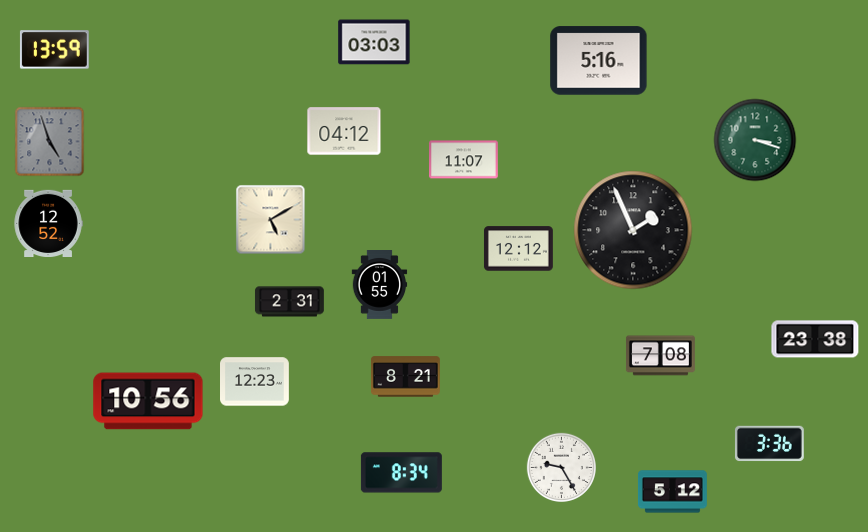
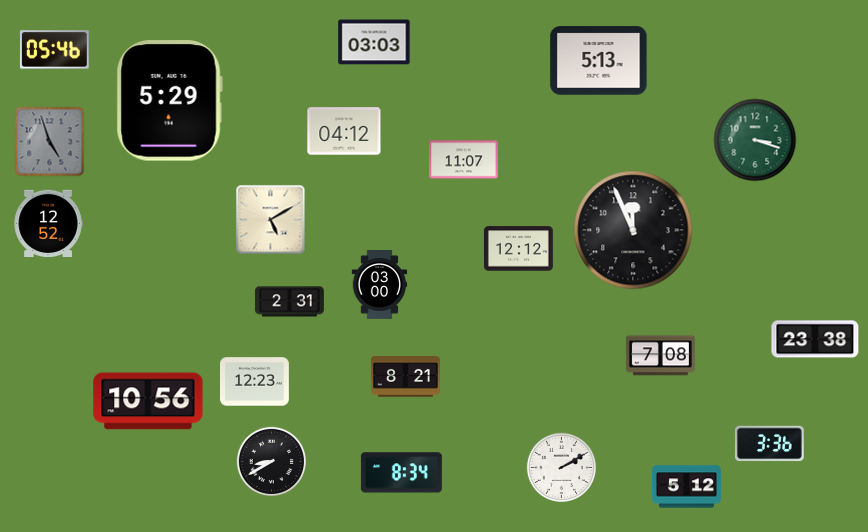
clock at (54, 50): 13:59 -> 05:46
clock at (599, 61): 5:16 -> 5:13
clock at (169, 101): none -> 5:29
clock at (633, 230): 1:56 -> 11:56
clock at (380, 285): 01:55 -> 03:00
clock at (271, 461): none -> 8:40
clock at (561, 467): 9:25 -> 2:10
clock at (673, 492) position: (673, 492) -> (687, 487)
